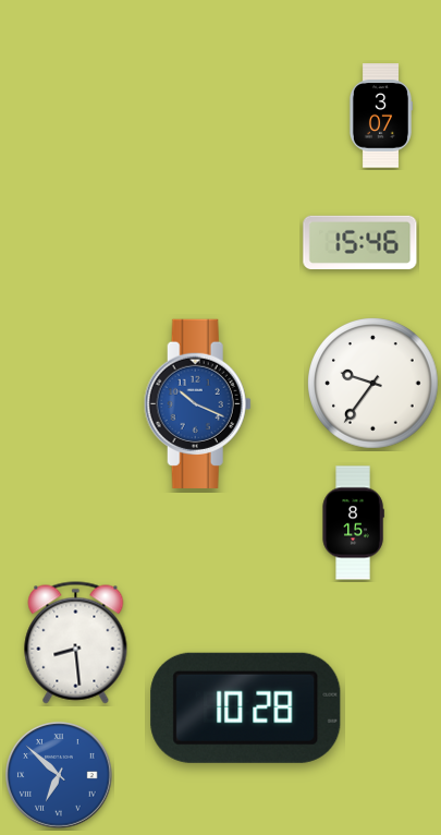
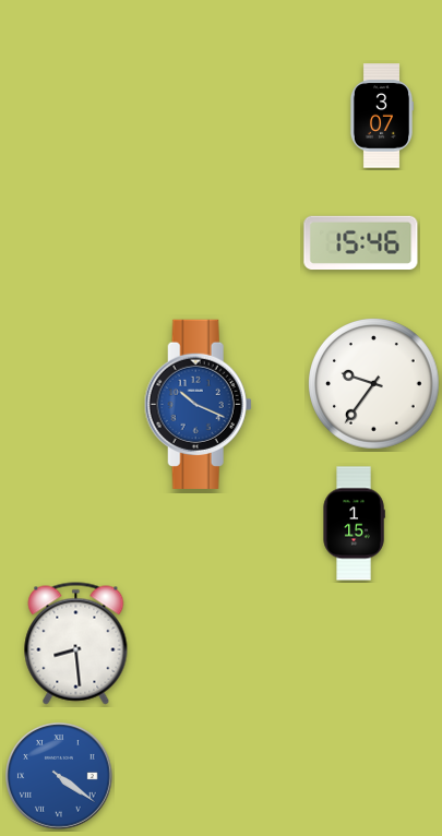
clock at (353, 523): 8:15 -> 1:15
clock at (246, 707): 10:28 -> none
clock at (60, 776): 6:52 -> 4:21
